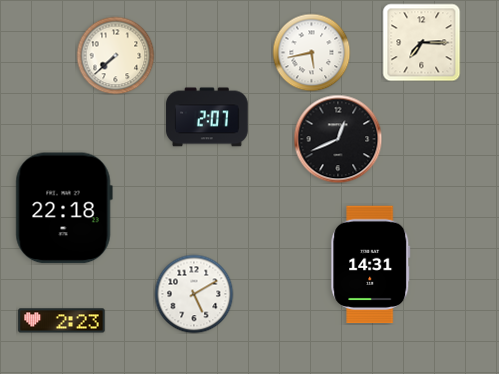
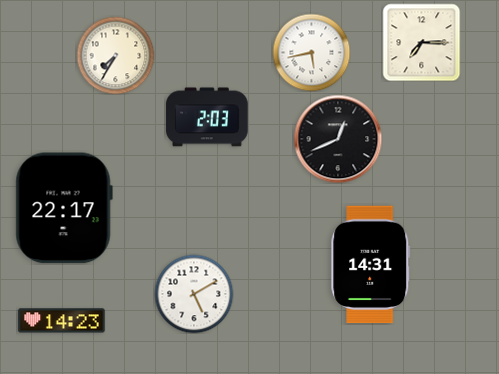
clock at (115, 55): 7:38 -> 7:35
clock at (207, 117): 2:07 -> 2:03
clock at (64, 208): 22:18 -> 22:17
clock at (62, 321): 2:23 -> 14:23
